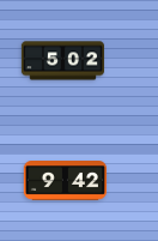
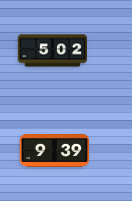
clock at (65, 181): 9:42 -> 9:39
